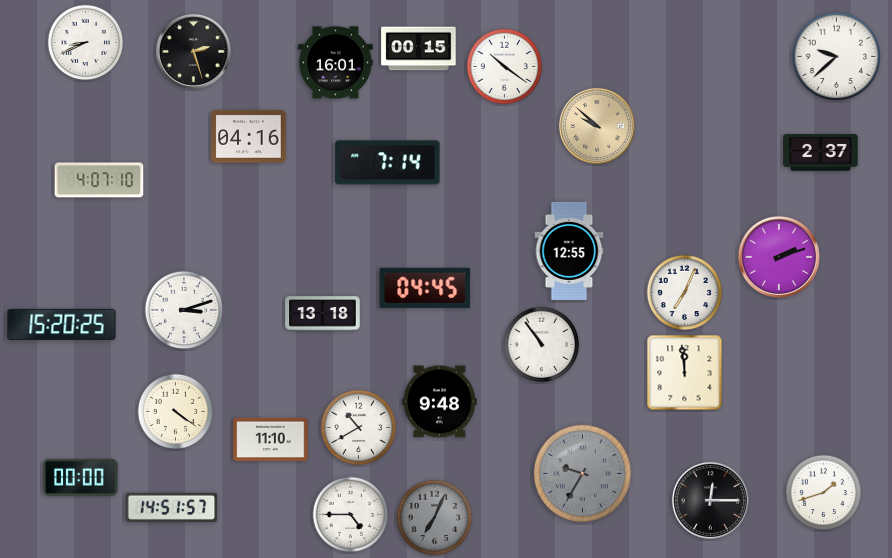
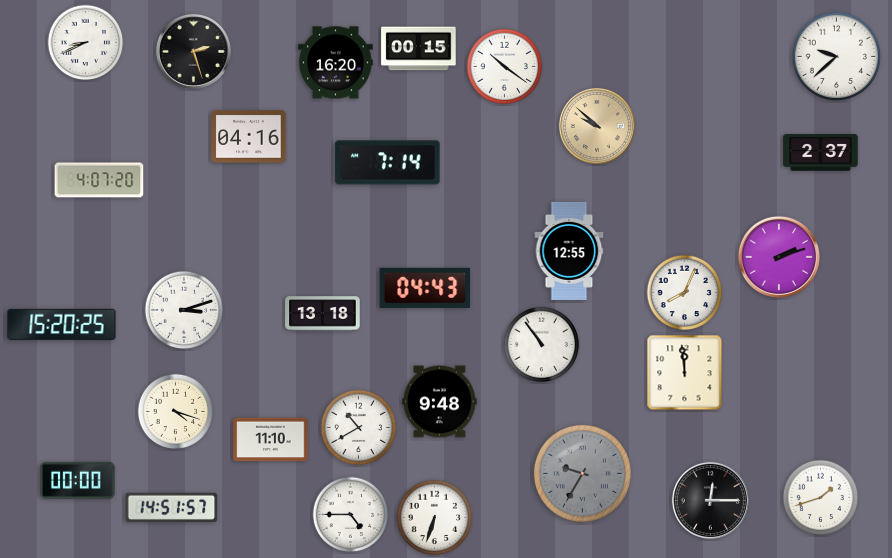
clock at (336, 63): 16:01 -> 16:20
clock at (99, 180): 4:07:10 -> 4:07:20
clock at (425, 288): 04:45 -> 04:43
clock at (685, 293): 7:04 -> 8:04
clock at (176, 412): 4:21 -> 4:18
clock at (81, 477) position: (81, 477) -> (78, 480)
clock at (824, 493) position: (824, 493) -> (821, 498)
clock at (435, 518): 7:04 -> 6:33
clock at (435, 518) dial: grey -> white
